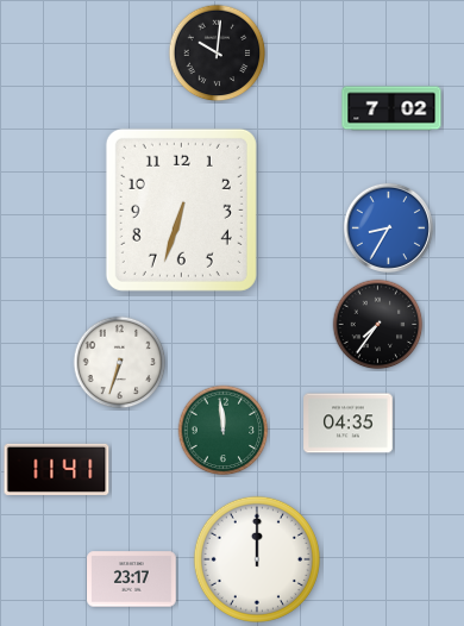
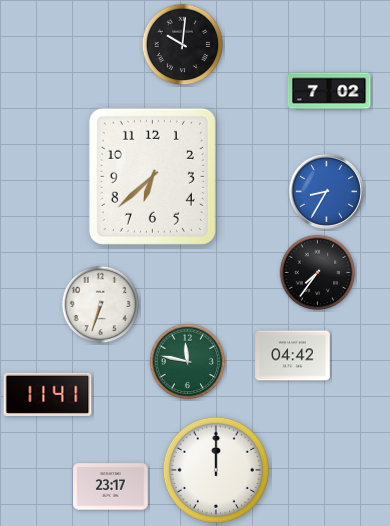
clock at (181, 209): 6:33 -> 6:38
clock at (349, 424): 04:35 -> 04:42
clock at (224, 431): 11:59 -> 11:47
